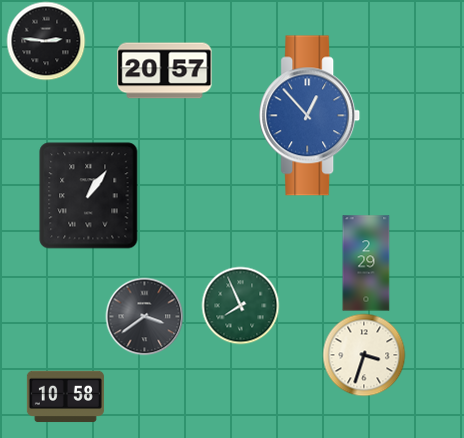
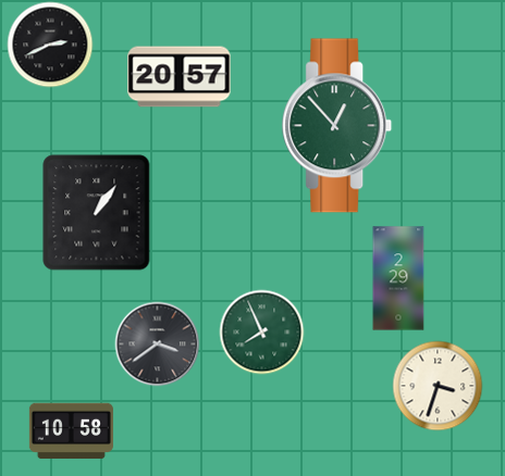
clock at (46, 41): 2:46 -> 2:41
clock at (310, 116) dial: blue -> green
clock at (366, 263) position: (366, 263) -> (398, 278)
clock at (364, 355) position: (364, 355) -> (438, 386)
